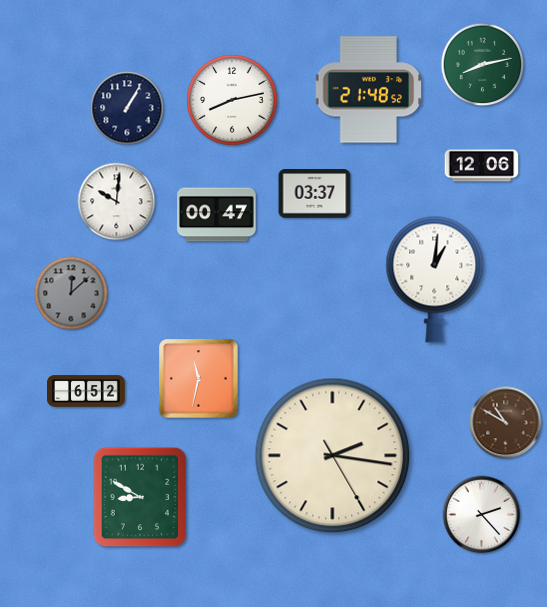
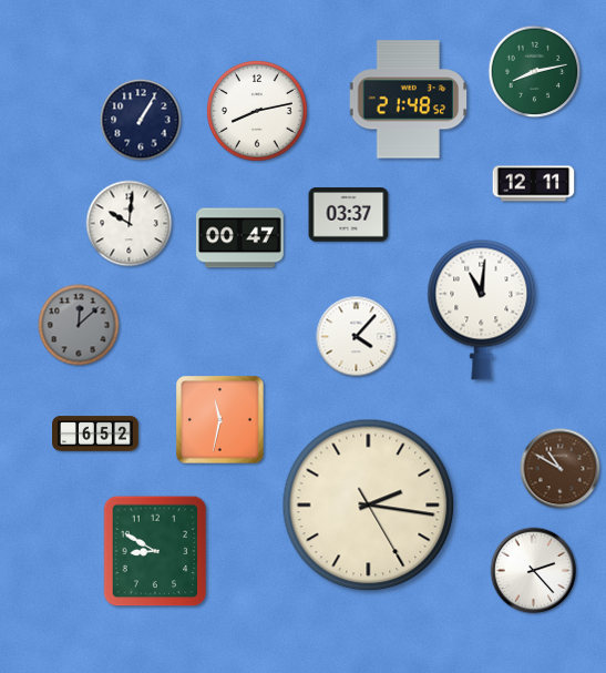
clock at (482, 166): 12:06 -> 12:11
clock at (435, 279): 1:01 -> 11:01
clock at (357, 337): none -> 4:07
